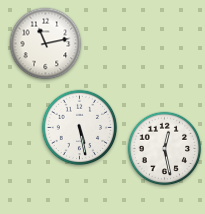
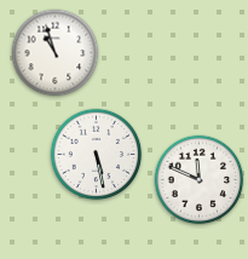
clock at (46, 44): 11:13 -> 10:57
clock at (165, 149): 12:28 -> 11:49
